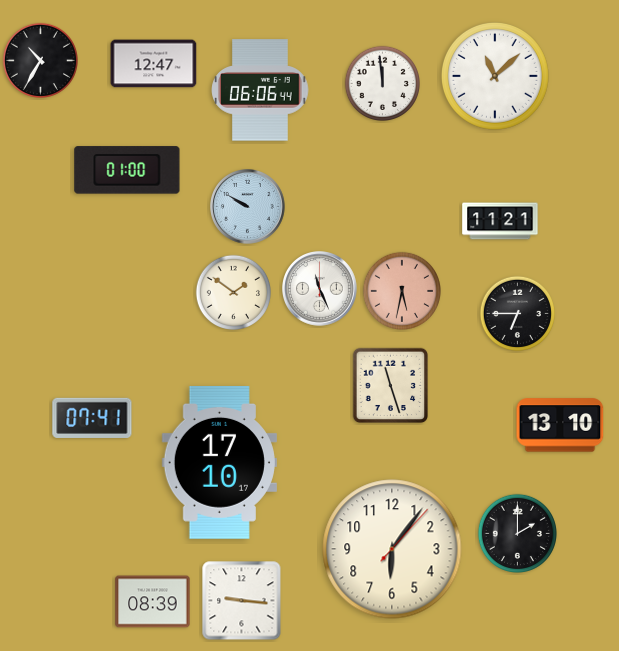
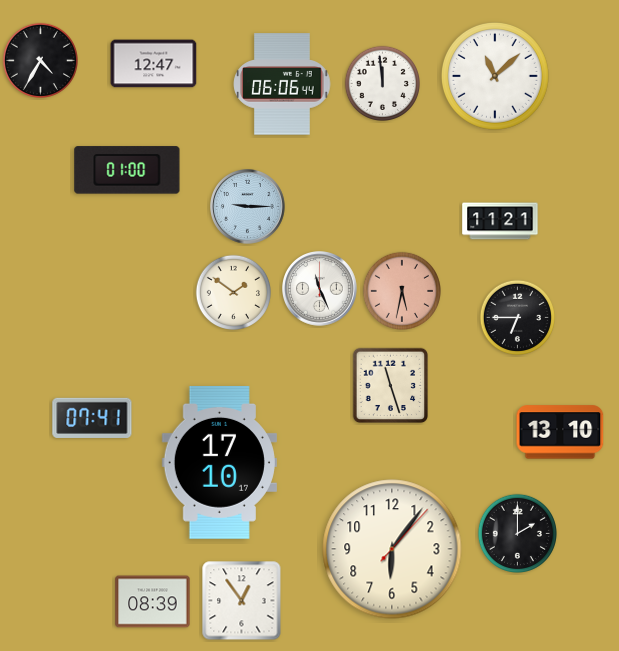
clock at (40, 60): 10:35 -> 4:35
clock at (260, 90) position: (260, 90) -> (282, 84)
clock at (248, 207): 9:50 -> 9:15
clock at (517, 313) position: (517, 313) -> (517, 317)
clock at (560, 425) position: (560, 425) -> (560, 432)
clock at (242, 601): 9:16 -> 12:54
